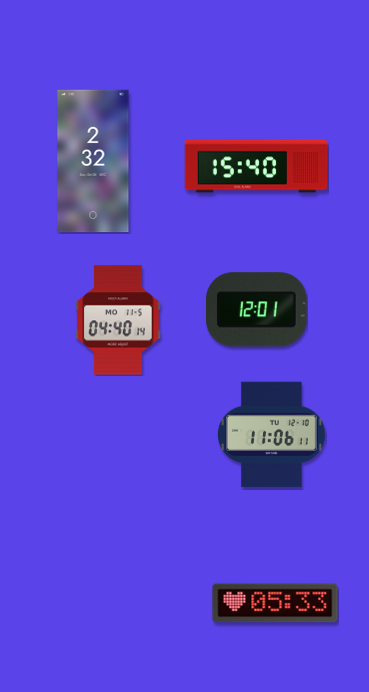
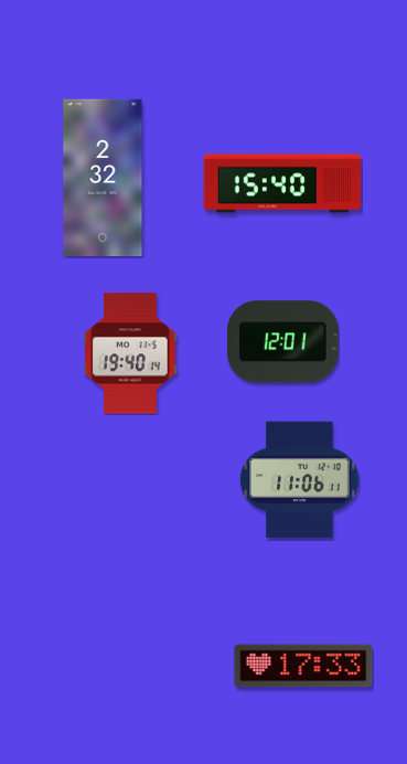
clock at (118, 320): 04:40 -> 19:40
clock at (275, 603): 05:33 -> 17:33
